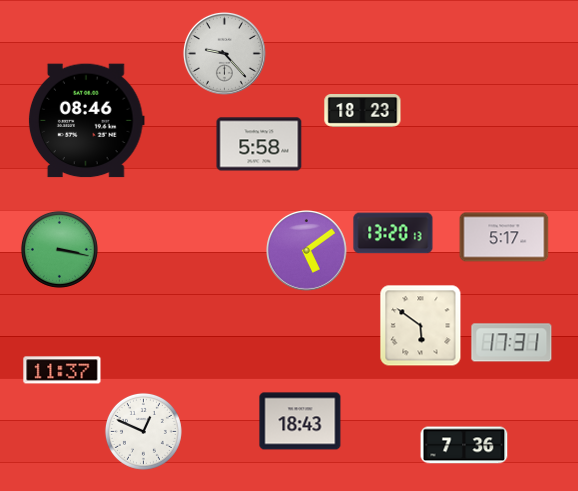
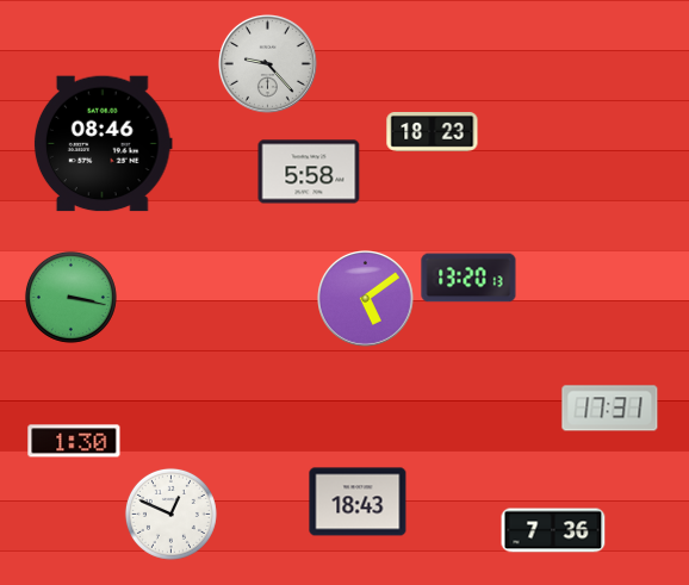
clock at (504, 237): 5:17 -> none
clock at (421, 326): 5:51 -> none
clock at (62, 370): 11:37 -> 1:30
